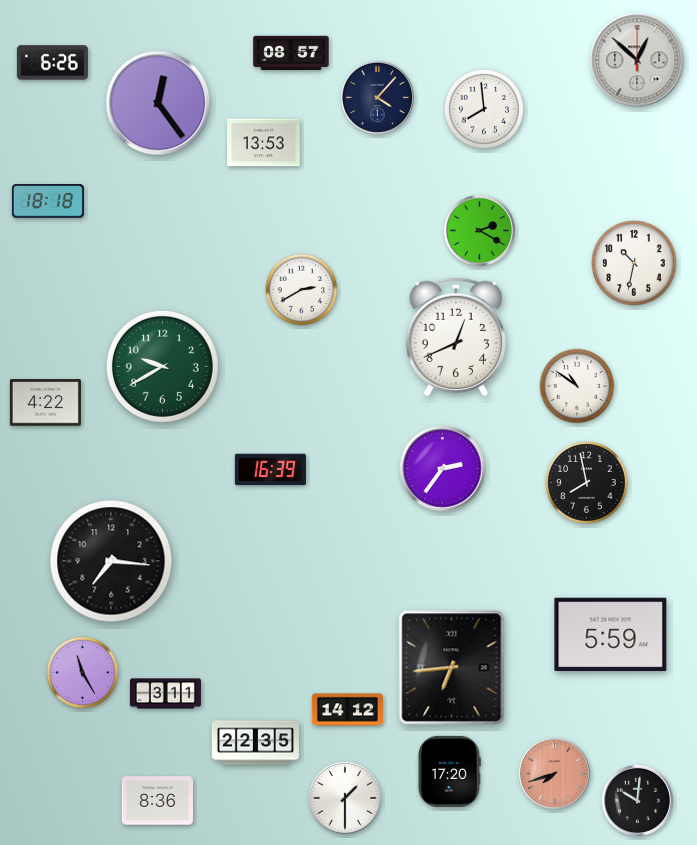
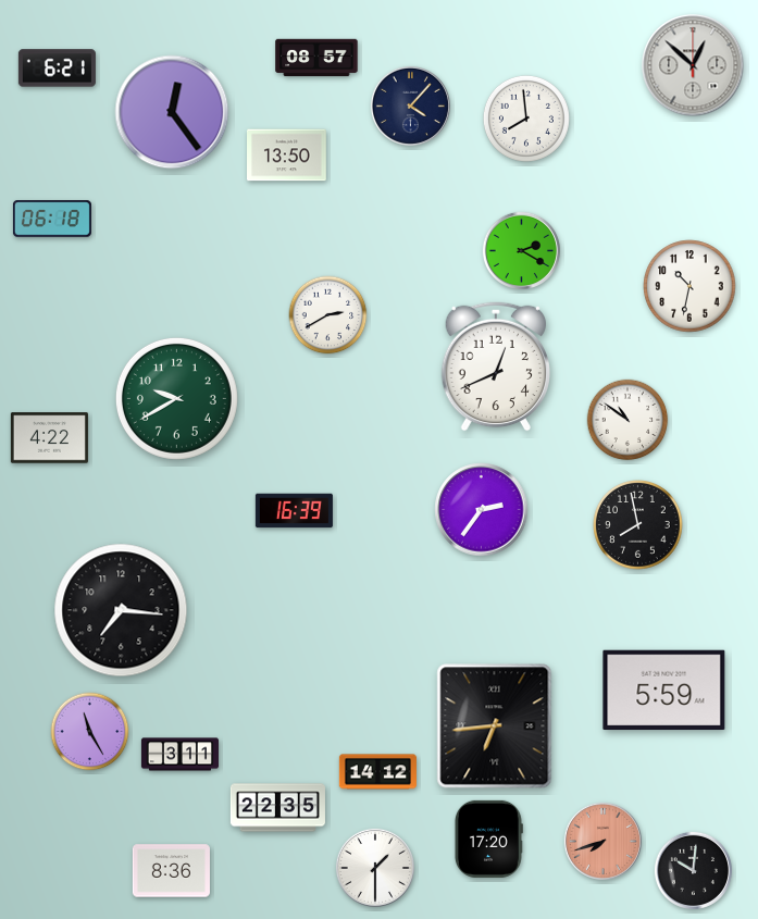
clock at (52, 63): 6:26 -> 6:21
clock at (264, 143): 13:53 -> 13:50
clock at (48, 201): 18:18 -> 06:18
clock at (452, 668) position: (452, 668) -> (495, 726)
